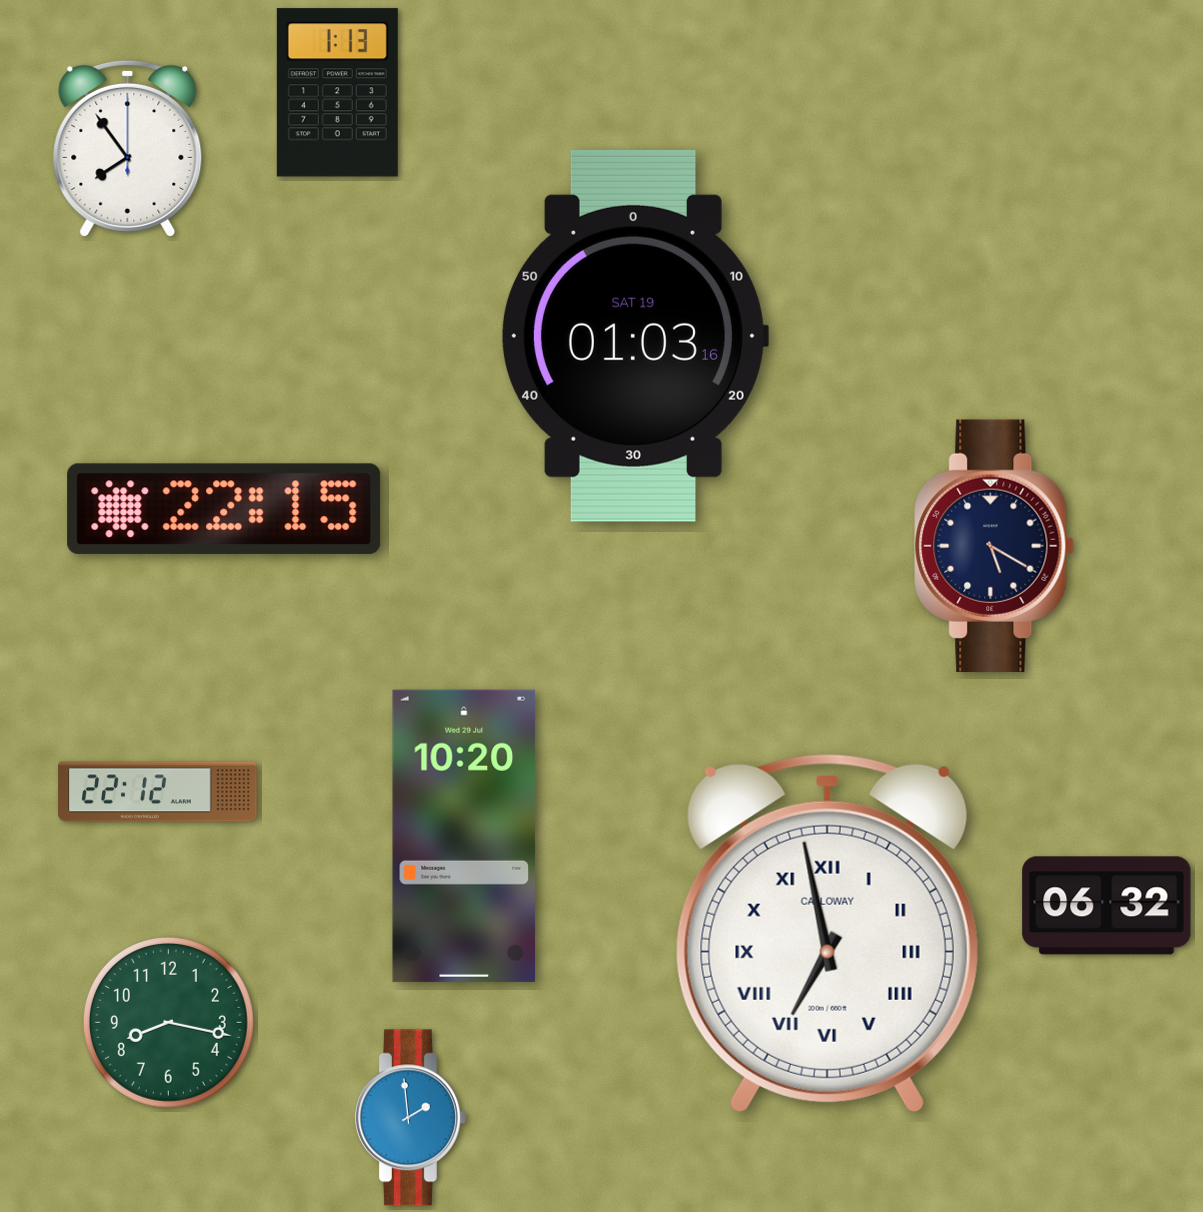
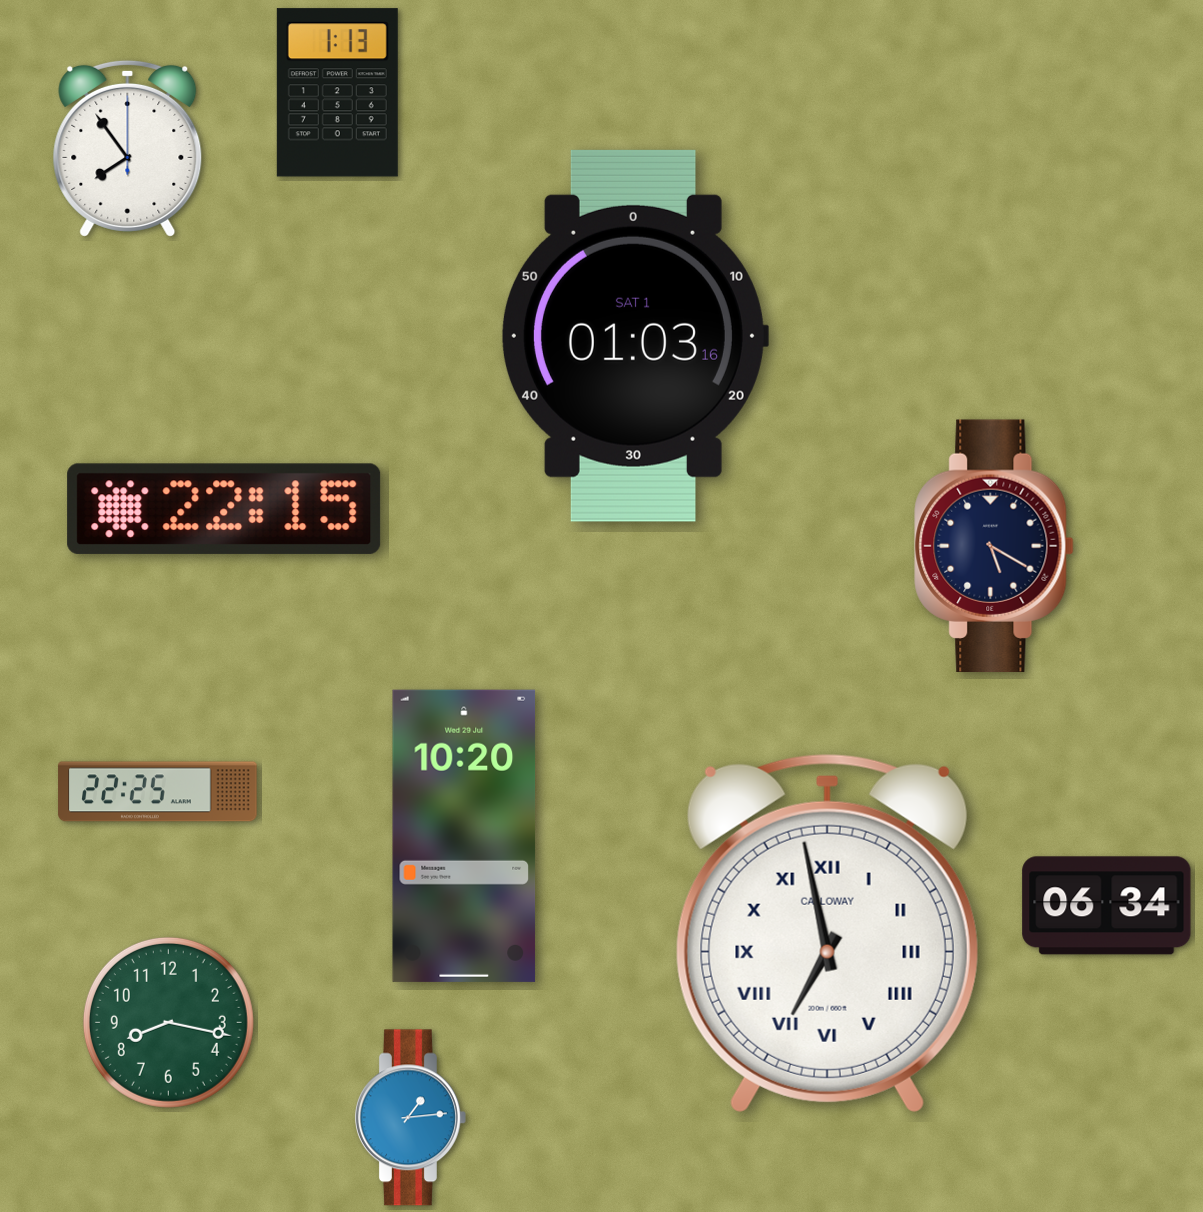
clock at (634, 336) date: SAT 19 -> SAT 1
clock at (158, 792): 22:12 -> 22:25
clock at (1107, 906): 06:32 -> 06:34
clock at (410, 1118): 1:59 -> 1:14
